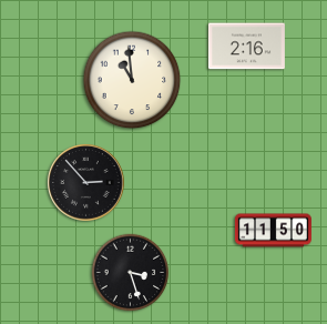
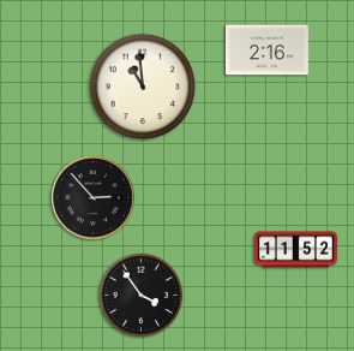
clock at (273, 231): 11:50 -> 11:52
clock at (131, 273): 3:27 -> 3:54
